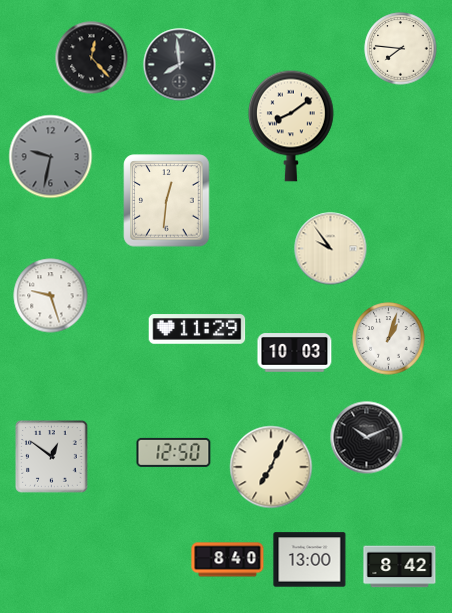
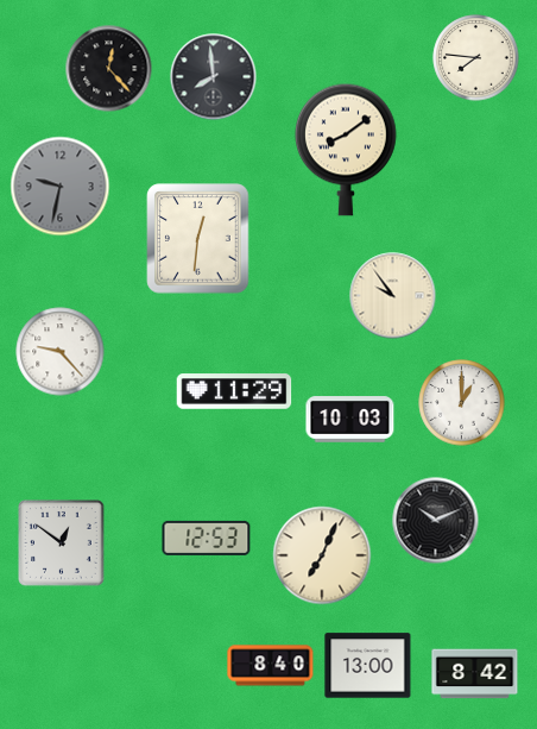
clock at (51, 296): 9:27 -> 9:23
clock at (389, 339): 1:03 -> 1:00
clock at (174, 452): 12:50 -> 12:53
